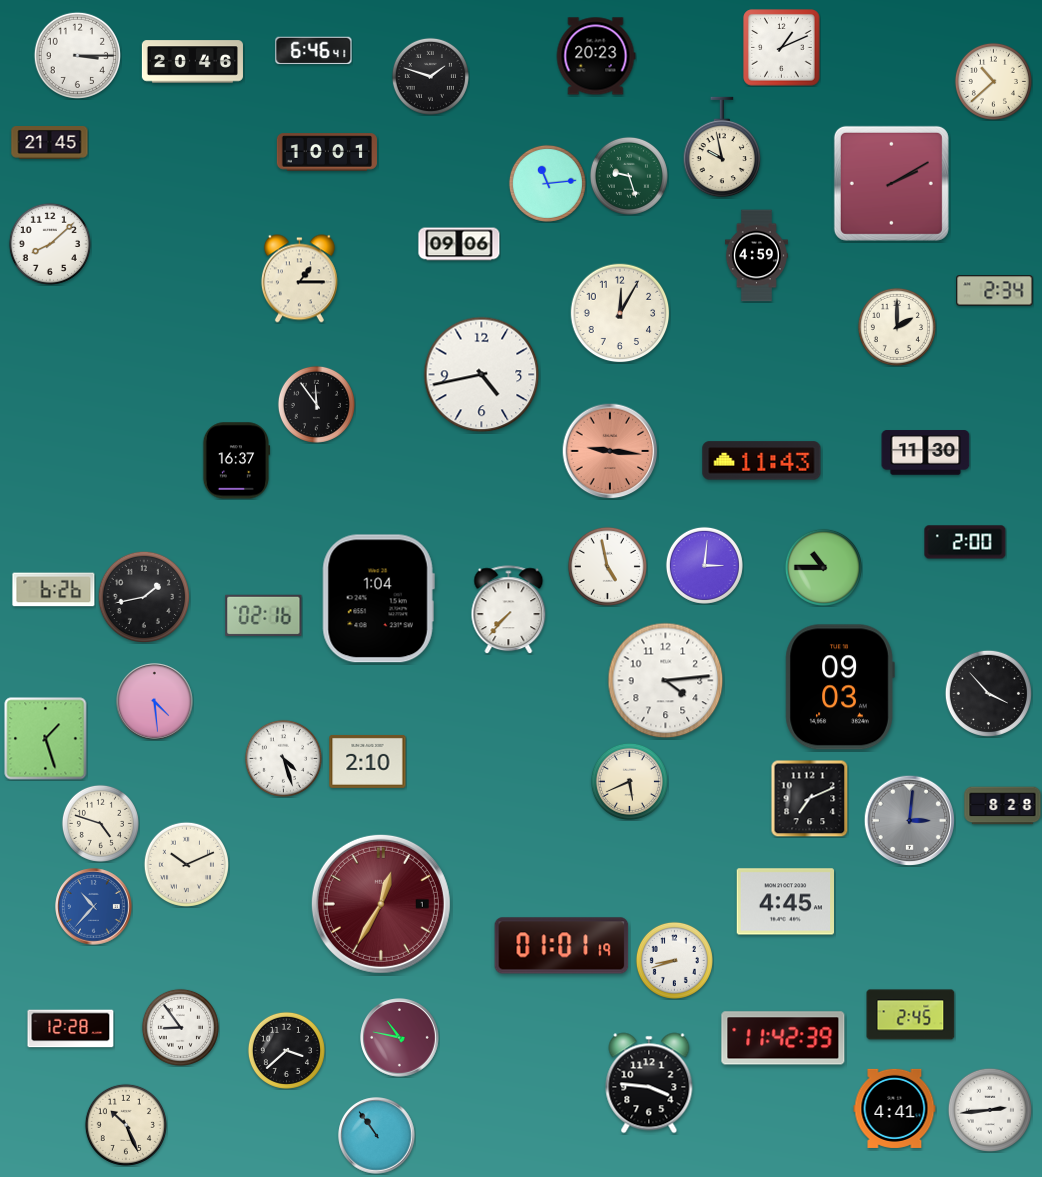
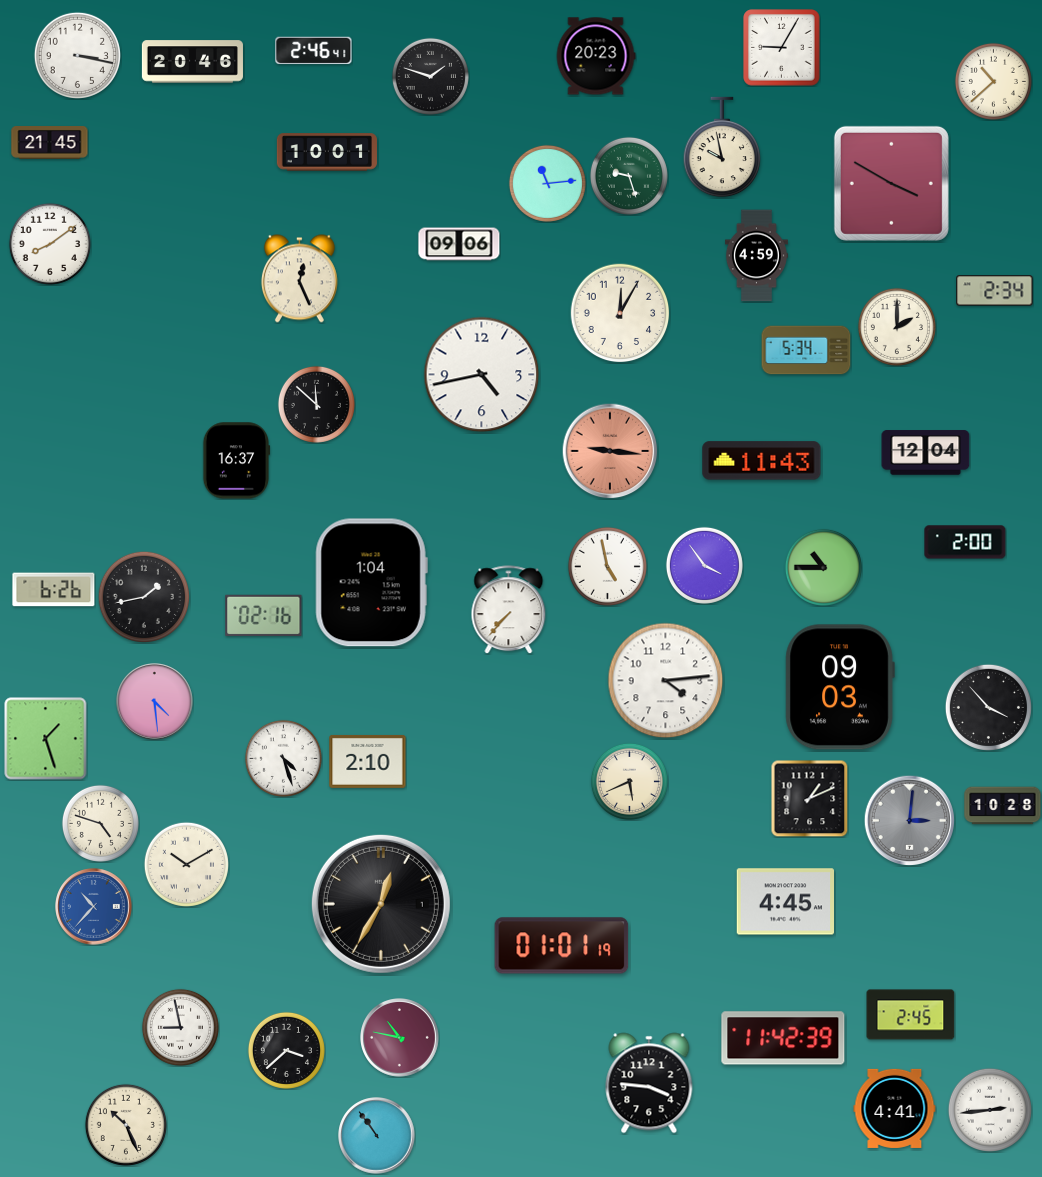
clock at (782, 48): 1:11 -> 9:05
clock at (314, 51): 6:46 -> 2:46
clock at (77, 55): 3:15 -> 3:17
clock at (891, 183): 2:10 -> 3:50
clock at (50, 244): 8:08 -> 8:09
clock at (299, 279): 1:15 -> 12:26
clock at (806, 350): none -> 5:34
clock at (316, 404): 11:54 -> 11:52
clock at (926, 453): 11:30 -> 12:04
clock at (704, 565): 3:01 -> 3:54
clock at (378, 599) position: (378, 599) -> (371, 583)
clock at (988, 693) position: (988, 693) -> (988, 707)
clock at (809, 798): 7:11 -> 1:11
clock at (1003, 806): 8:28 -> 10:28
clock at (186, 864): 10:11 -> 10:10
clock at (381, 904) dial: burgundy -> black
clock at (674, 960): 8:42 -> none
clock at (180, 1027): 8:54 -> 8:58
clock at (71, 1029): 12:28 -> none
